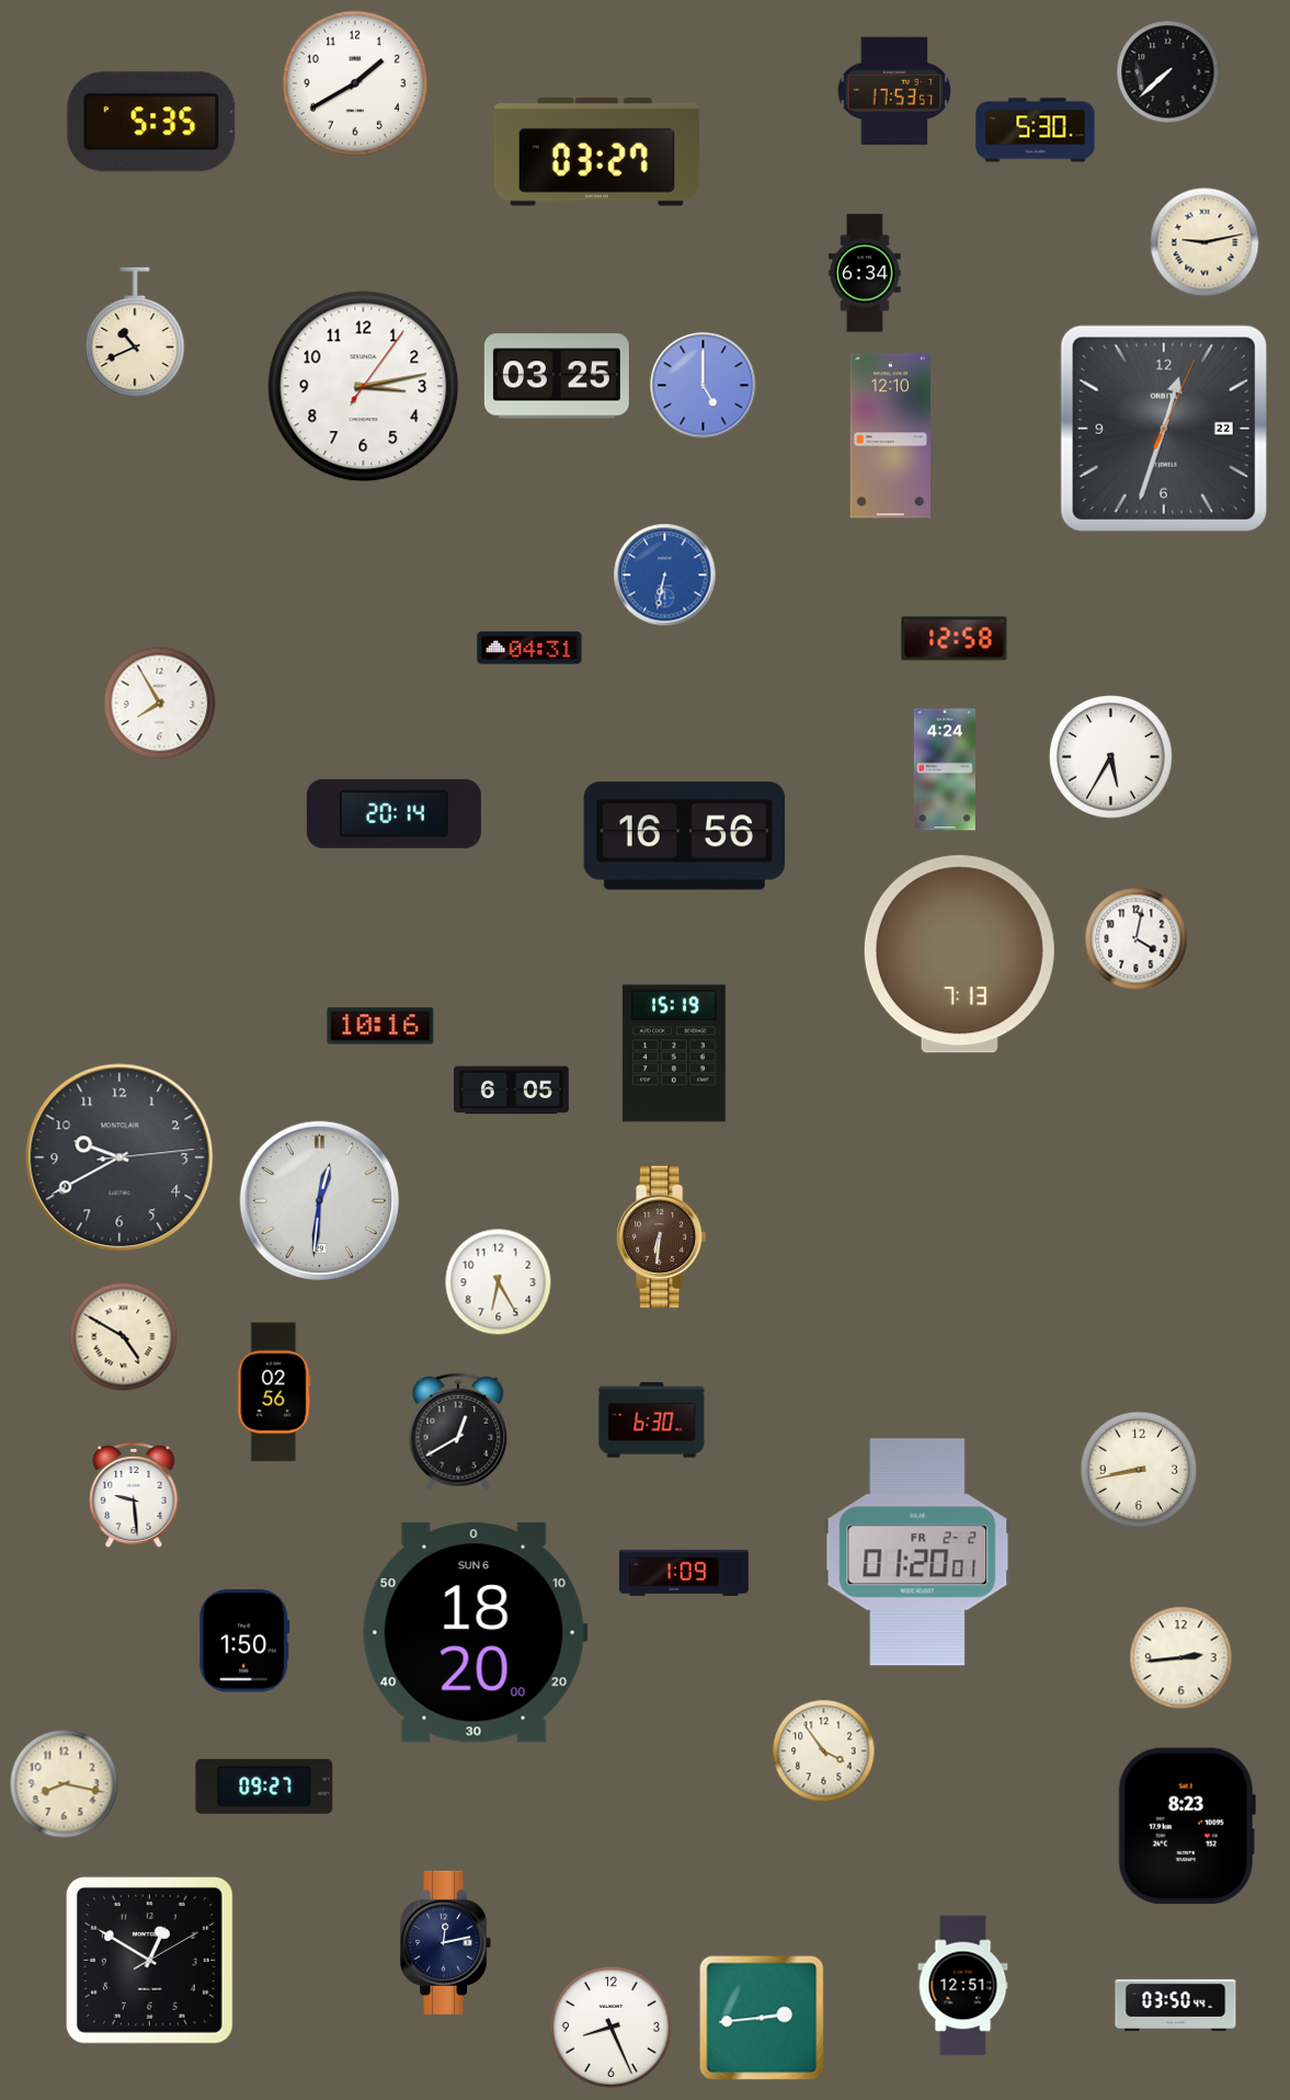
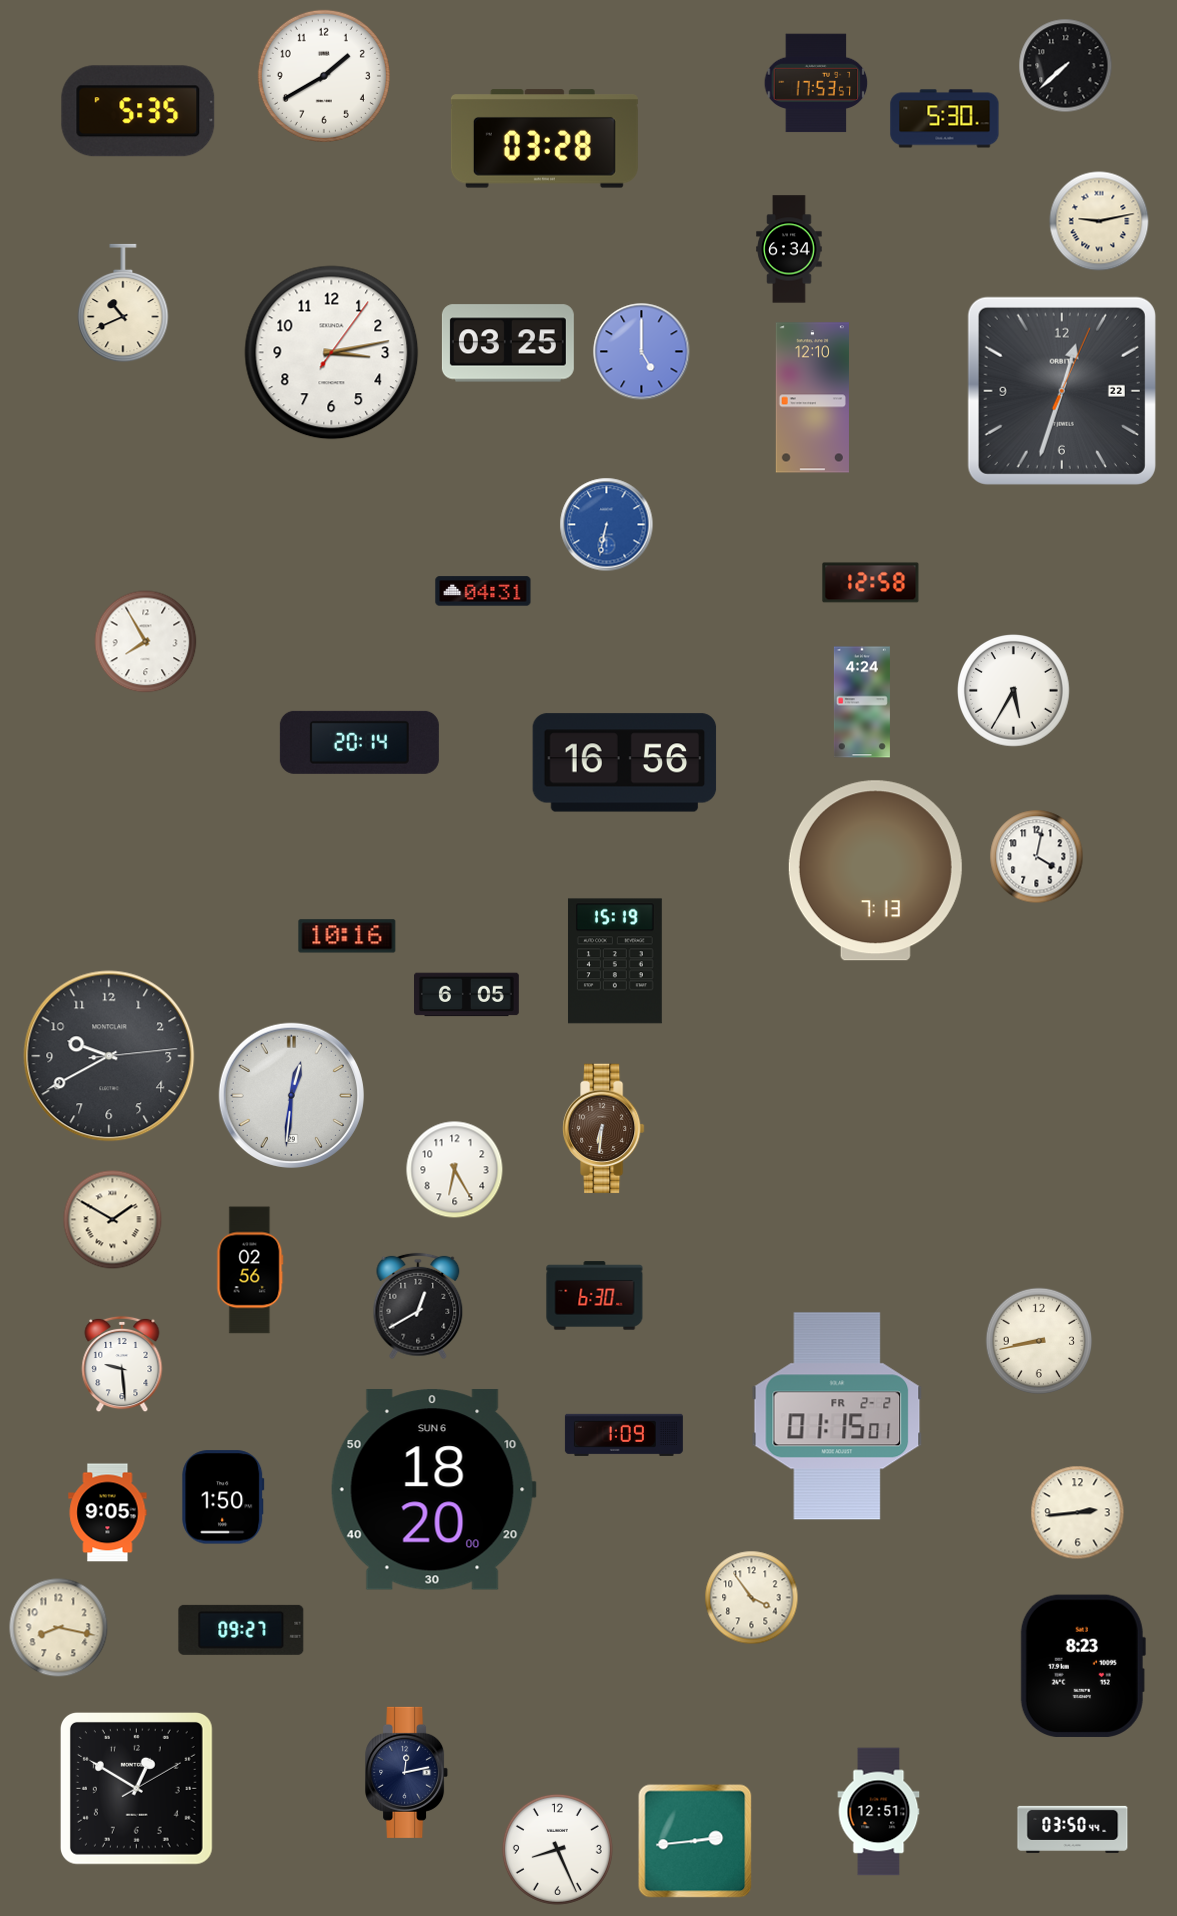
clock at (596, 152): 03:27 -> 03:28
clock at (124, 1337): 4:50 -> 1:50
clock at (917, 1552): 01:20 -> 01:15
clock at (108, 1513): none -> 9:05
